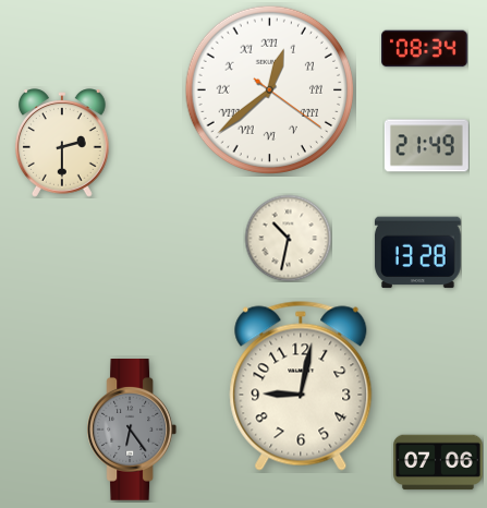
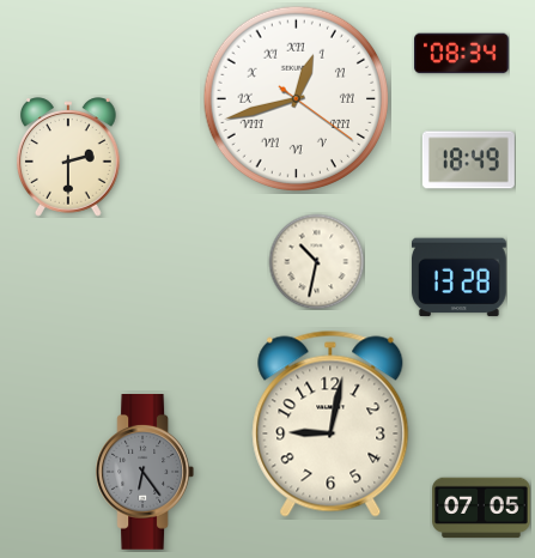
clock at (425, 49) position: (425, 49) -> (462, 54)
clock at (270, 90): 12:38 -> 12:42
clock at (426, 146): 21:49 -> 18:49
clock at (438, 462): 07:06 -> 07:05
